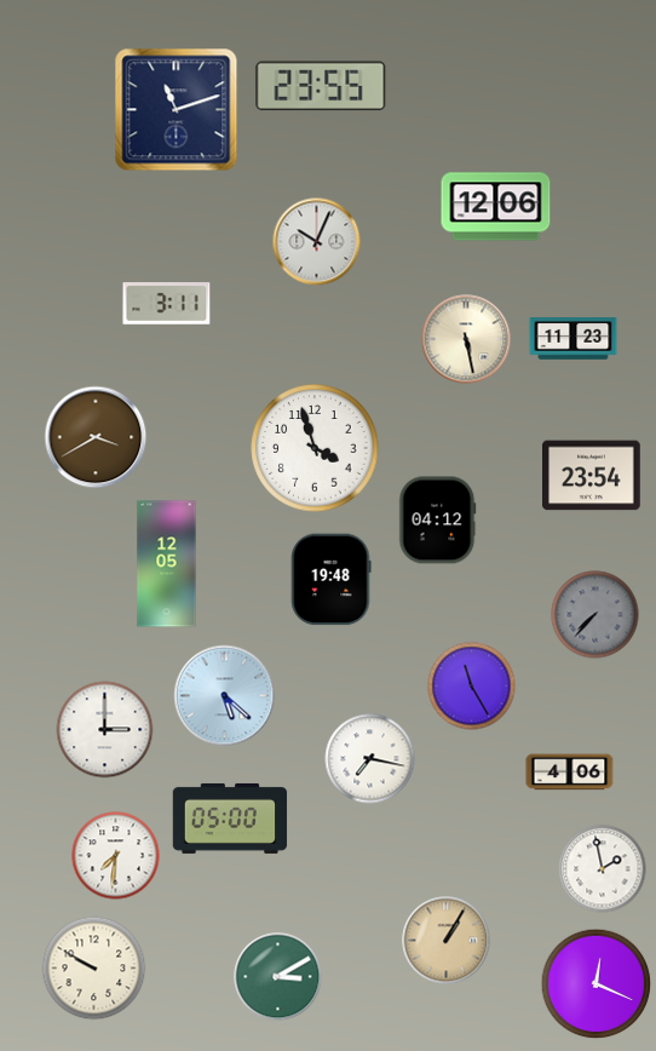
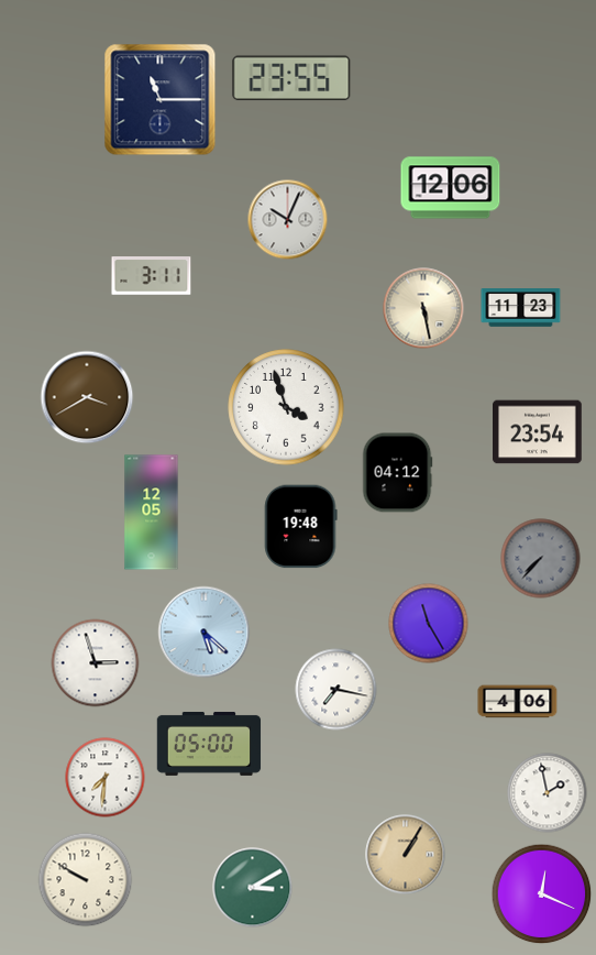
clock at (177, 110): 11:12 -> 11:15
clock at (105, 730): 3:00 -> 2:57
clock at (603, 869) position: (603, 869) -> (548, 793)
